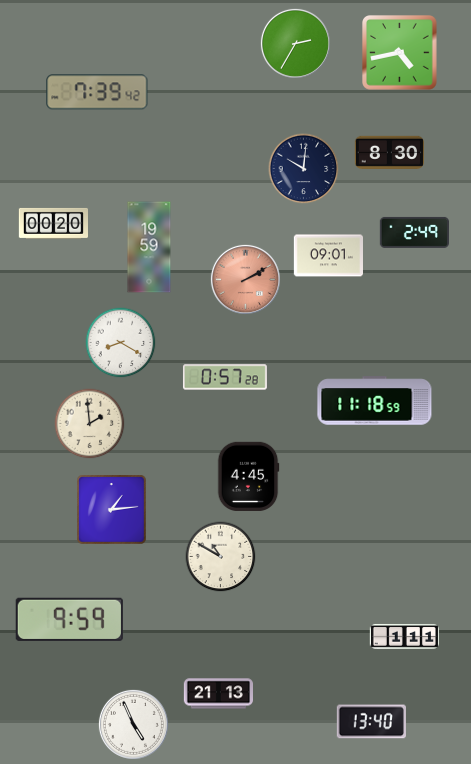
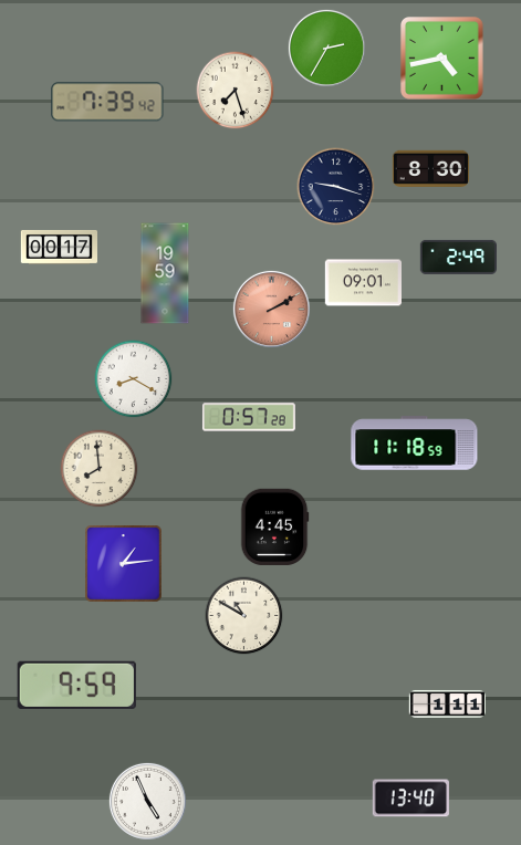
clock at (236, 91): none -> 7:27
clock at (304, 169): 10:01 -> 9:18
clock at (53, 223): 00:20 -> 00:17
clock at (90, 424): 1:59 -> 7:59
clock at (218, 694): 21:13 -> none
